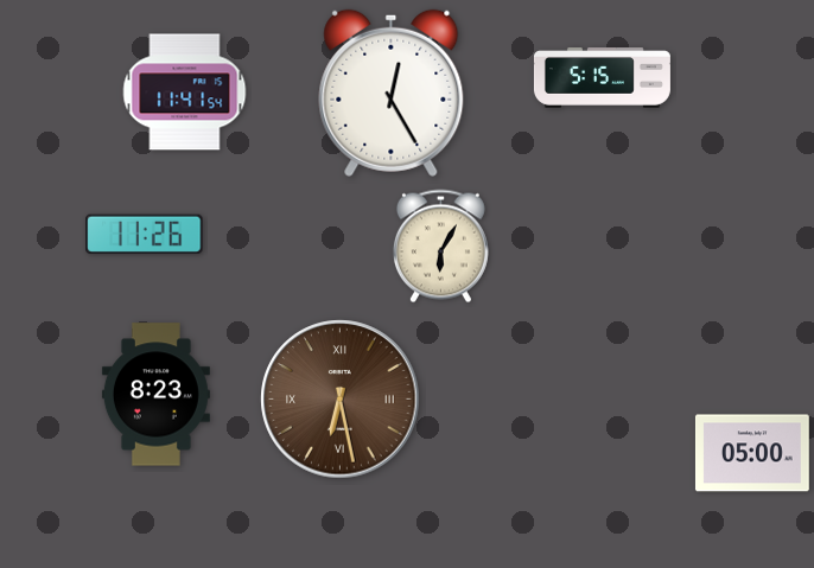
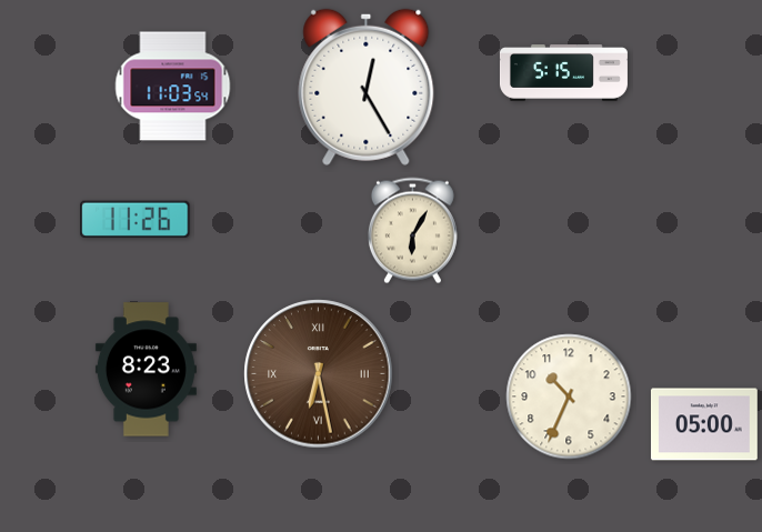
clock at (185, 92): 11:41 -> 11:03
clock at (569, 397): none -> 10:34
